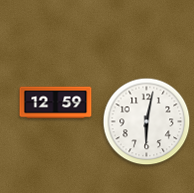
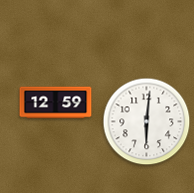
clock at (147, 122): 6:02 -> 6:01
